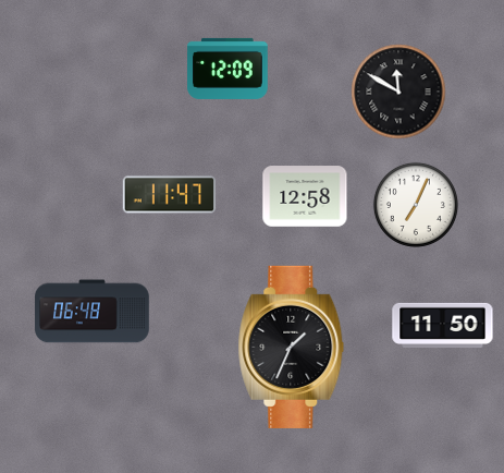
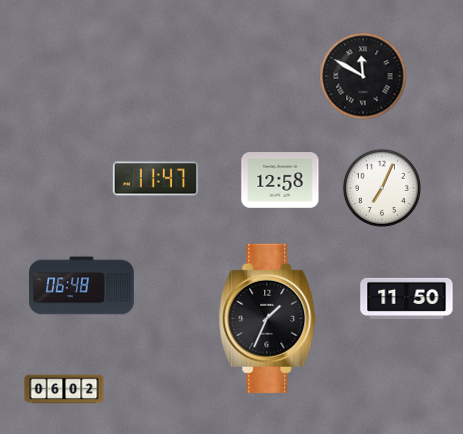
clock at (228, 69): 12:09 -> none
clock at (398, 92) position: (398, 92) -> (363, 76)
clock at (93, 312) position: (93, 312) -> (82, 286)
clock at (64, 389): none -> 06:02
